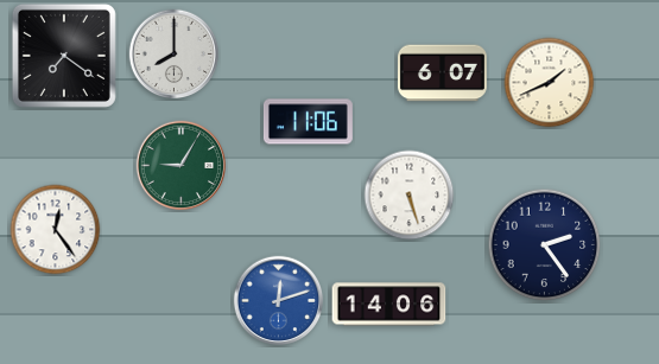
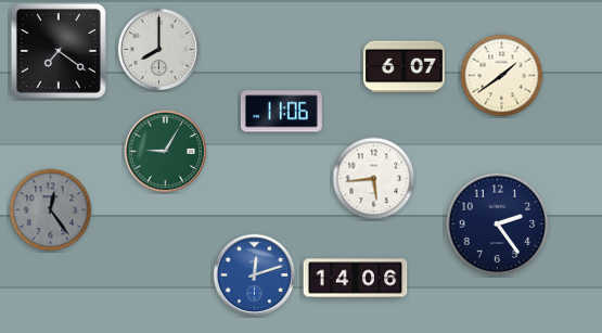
clock at (550, 83): 1:41 -> 1:39
clock at (410, 196): 5:27 -> 5:44
clock at (56, 230) dial: white -> grey
